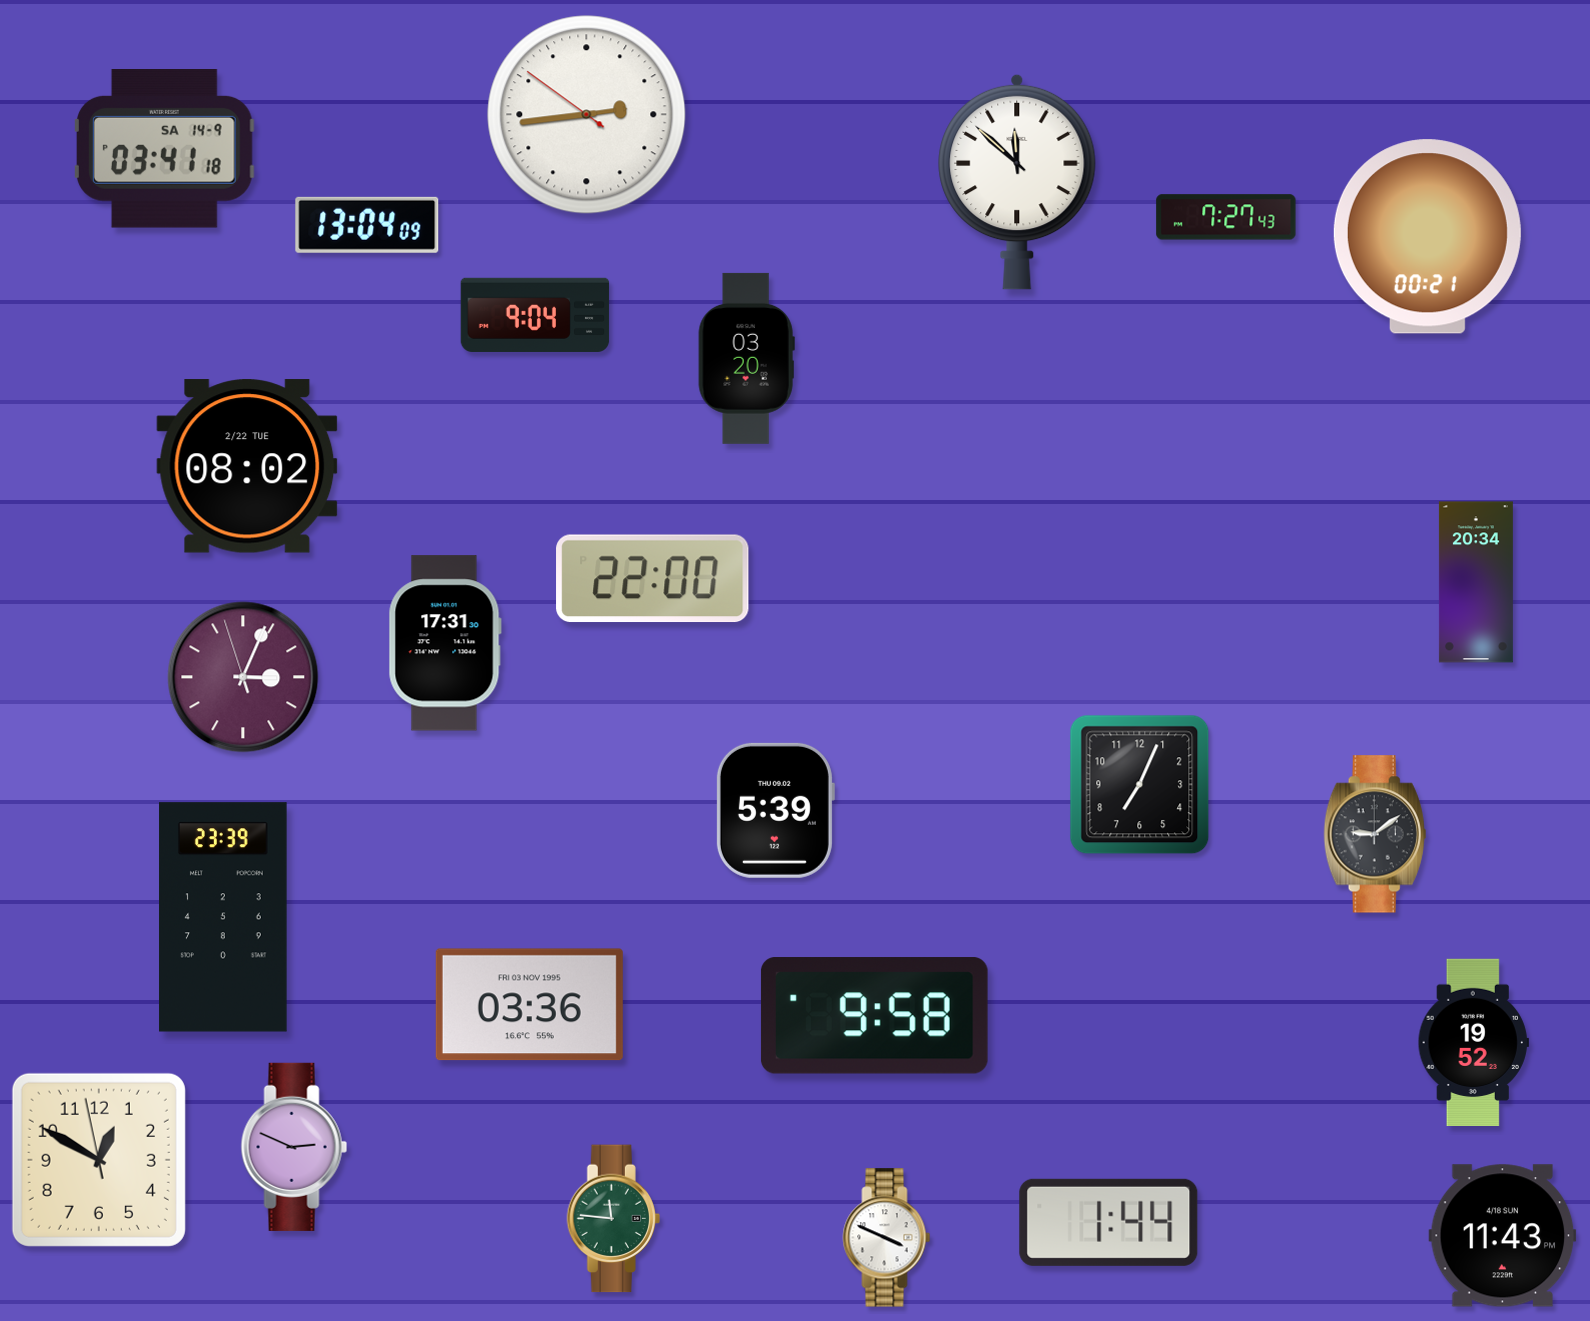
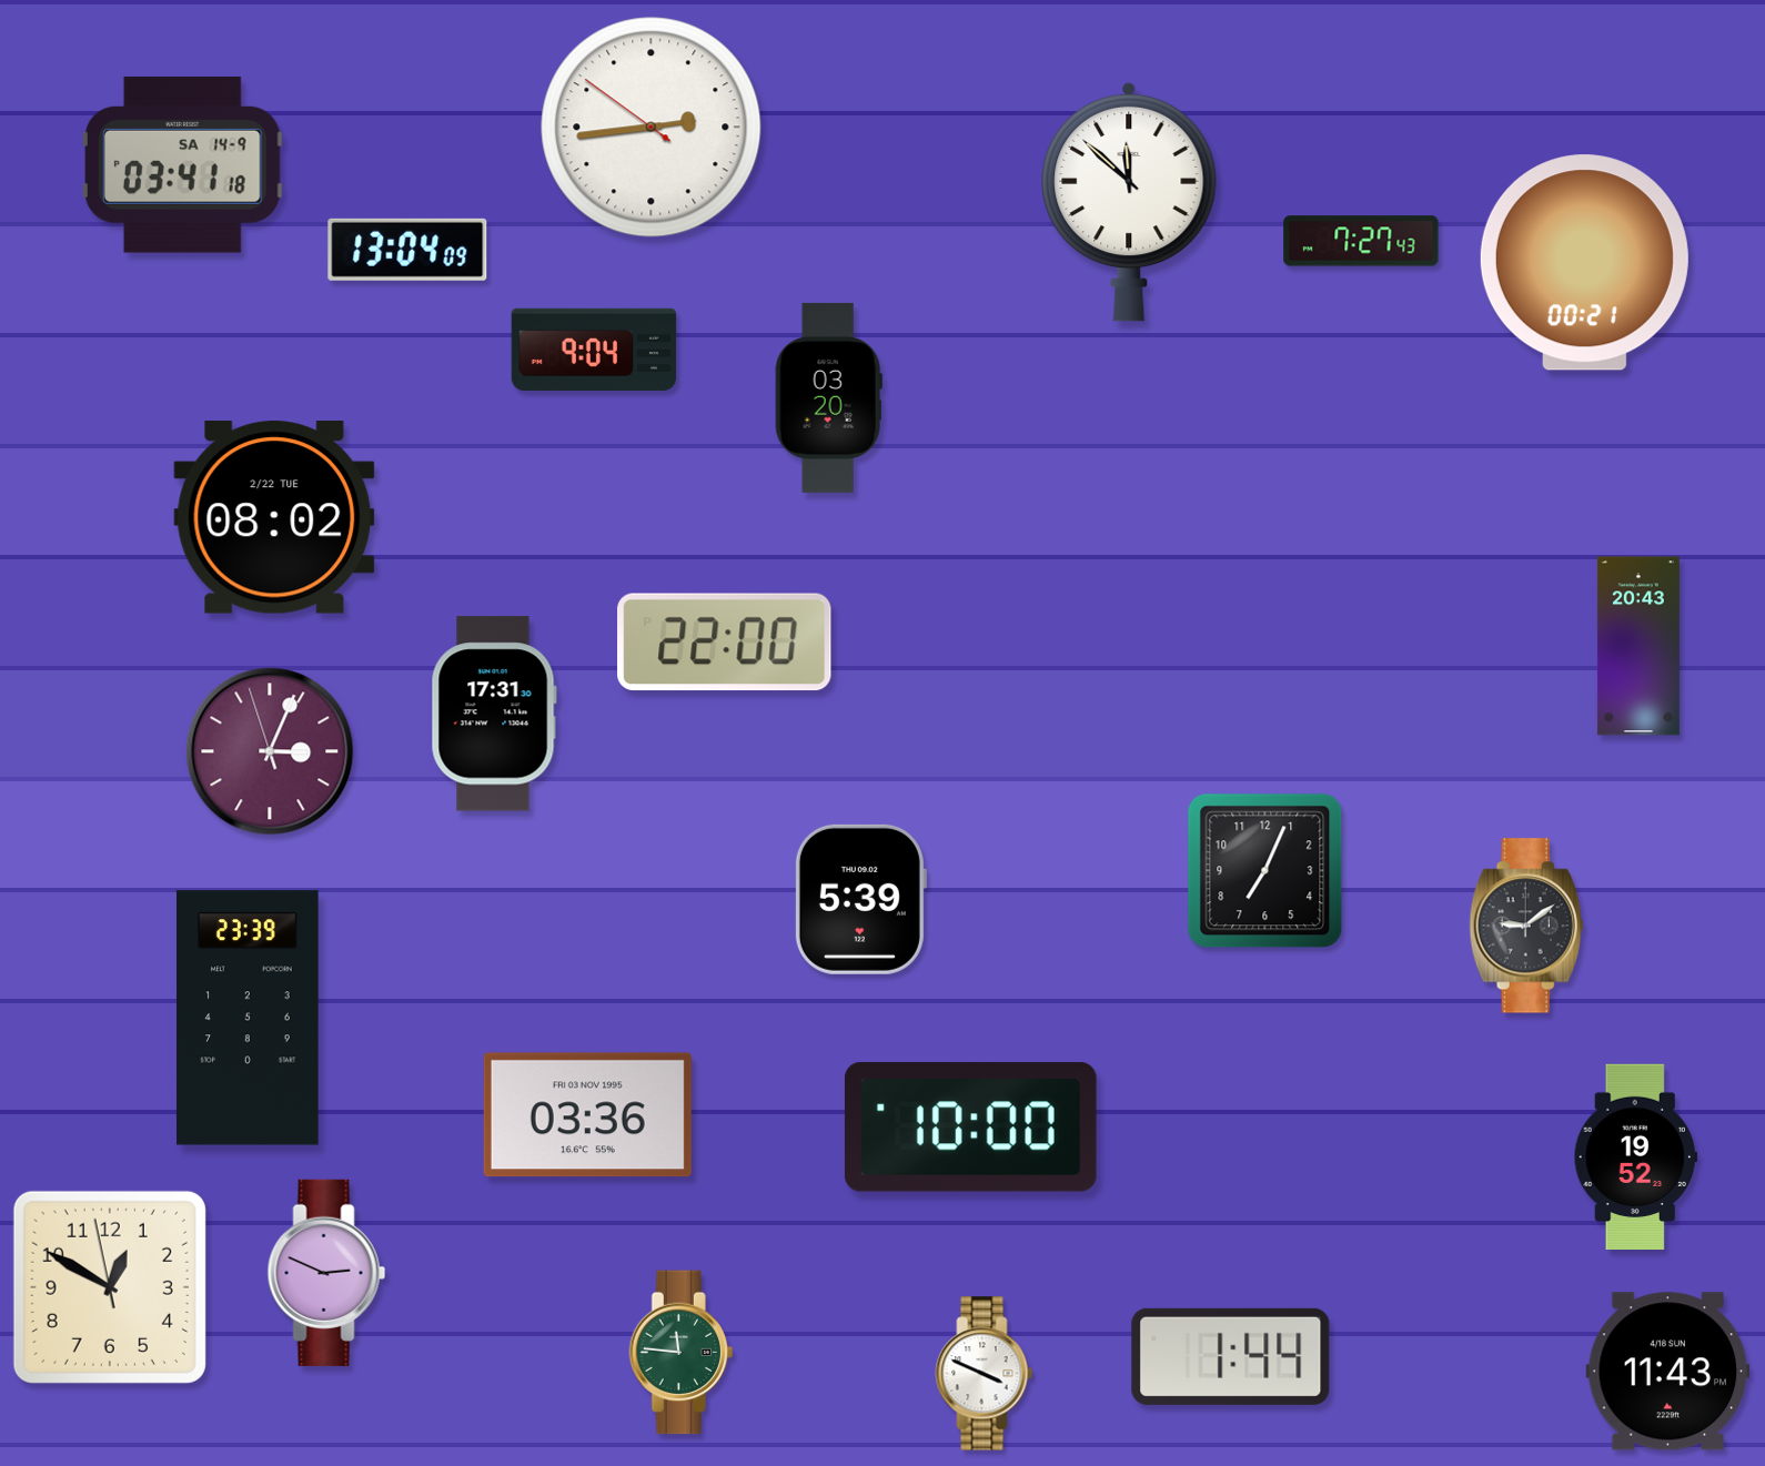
clock at (1476, 582): 20:34 -> 20:43
clock at (874, 1016): 9:58 -> 10:00
